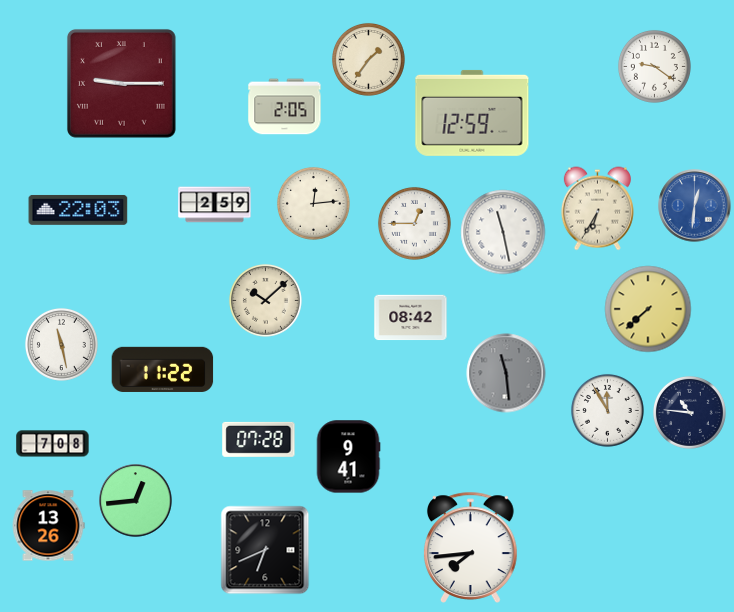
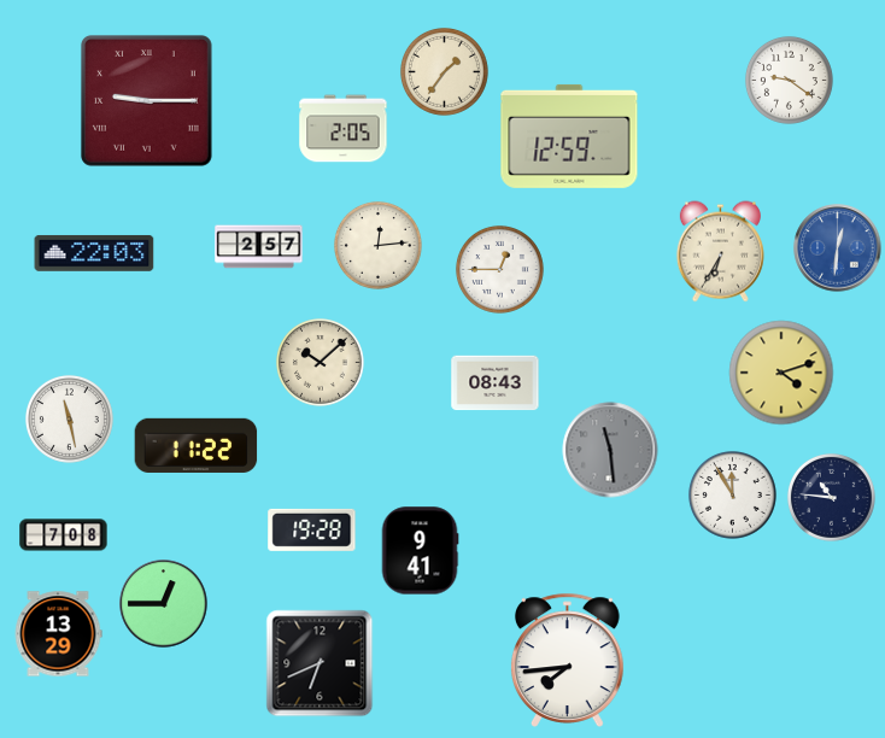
clock at (215, 205): 2:59 -> 2:57
clock at (503, 232): 11:28 -> none
clock at (648, 309): 7:38 -> 4:12
clock at (411, 318): 08:42 -> 08:43
clock at (61, 344) position: (61, 344) -> (69, 418)
clock at (259, 439): 07:28 -> 19:28
clock at (136, 501): 12:44 -> 12:45
clock at (48, 526): 13:26 -> 13:29
